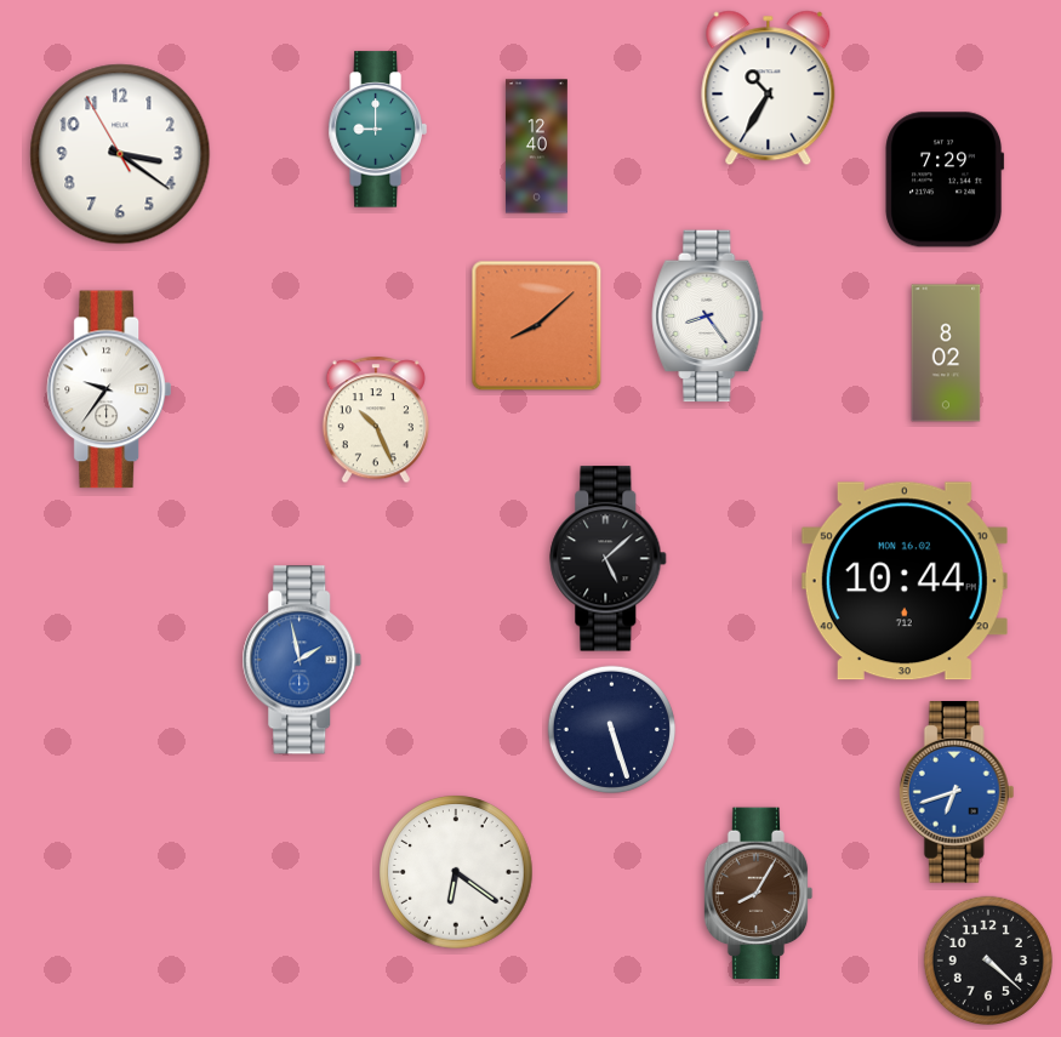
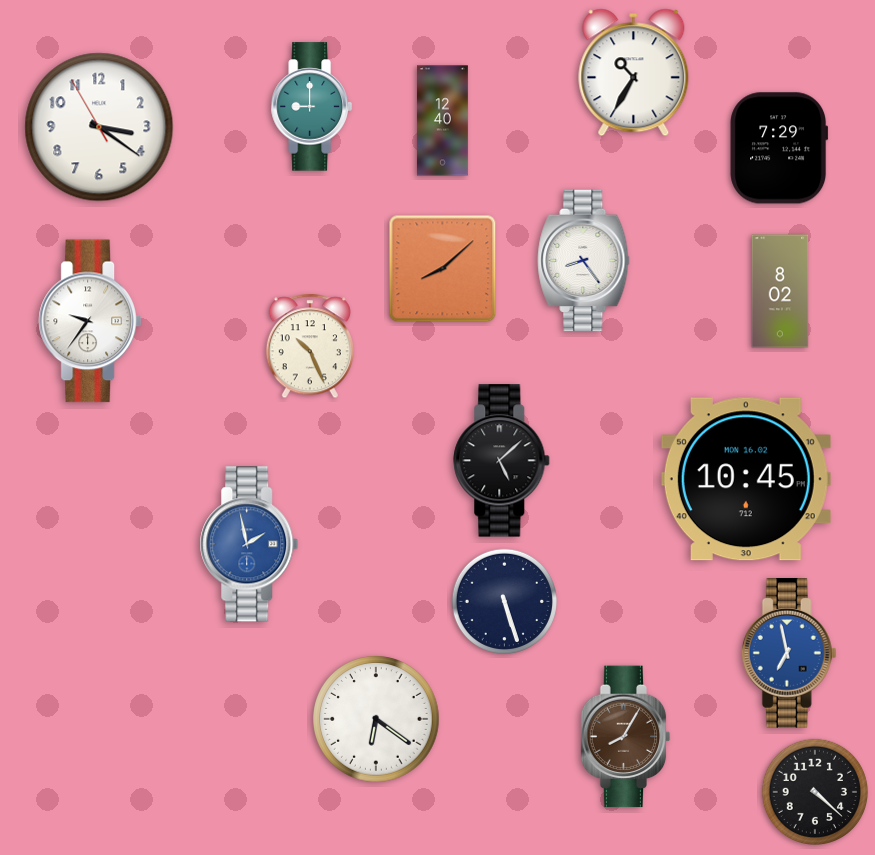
clock at (905, 581): 10:44 -> 10:45
clock at (957, 793): 6:42 -> 6:58
